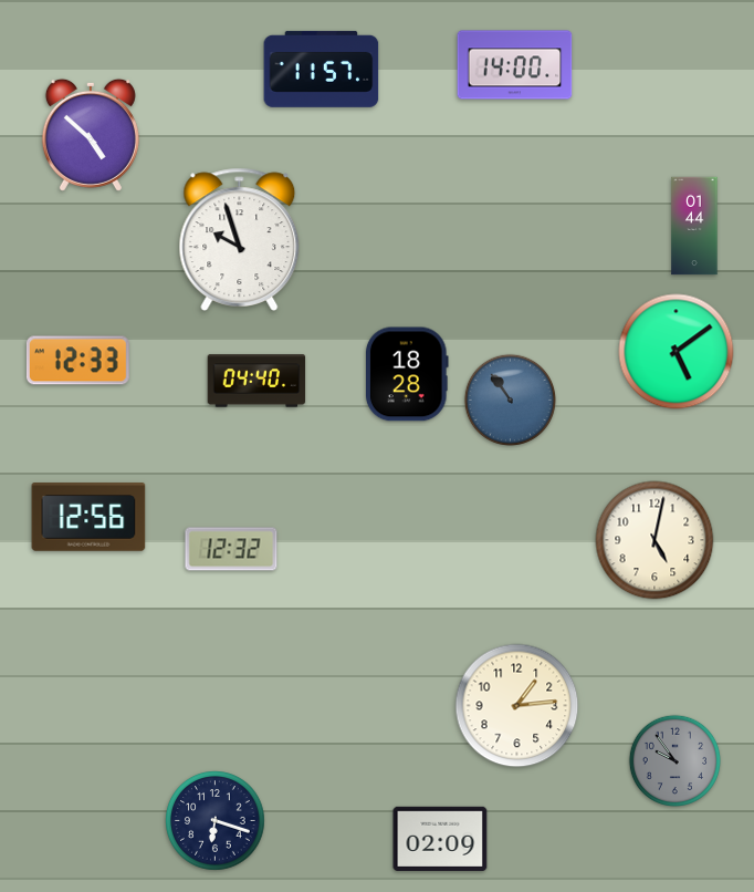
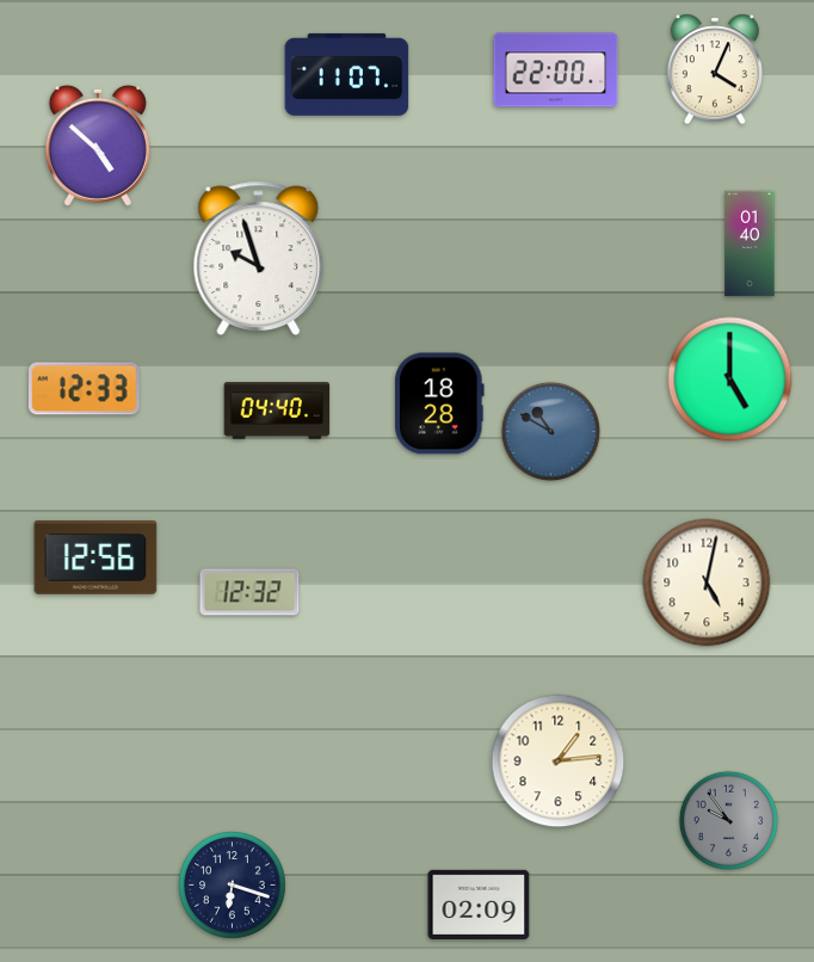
clock at (714, 69): none -> 4:04
clock at (515, 65): 14:00 -> 22:00
clock at (322, 69): 11:57 -> 11:07
clock at (694, 226): 01:44 -> 01:40
clock at (677, 352): 5:09 -> 5:00
clock at (510, 400): 10:54 -> 10:50
clock at (440, 838) position: (440, 838) -> (479, 904)
